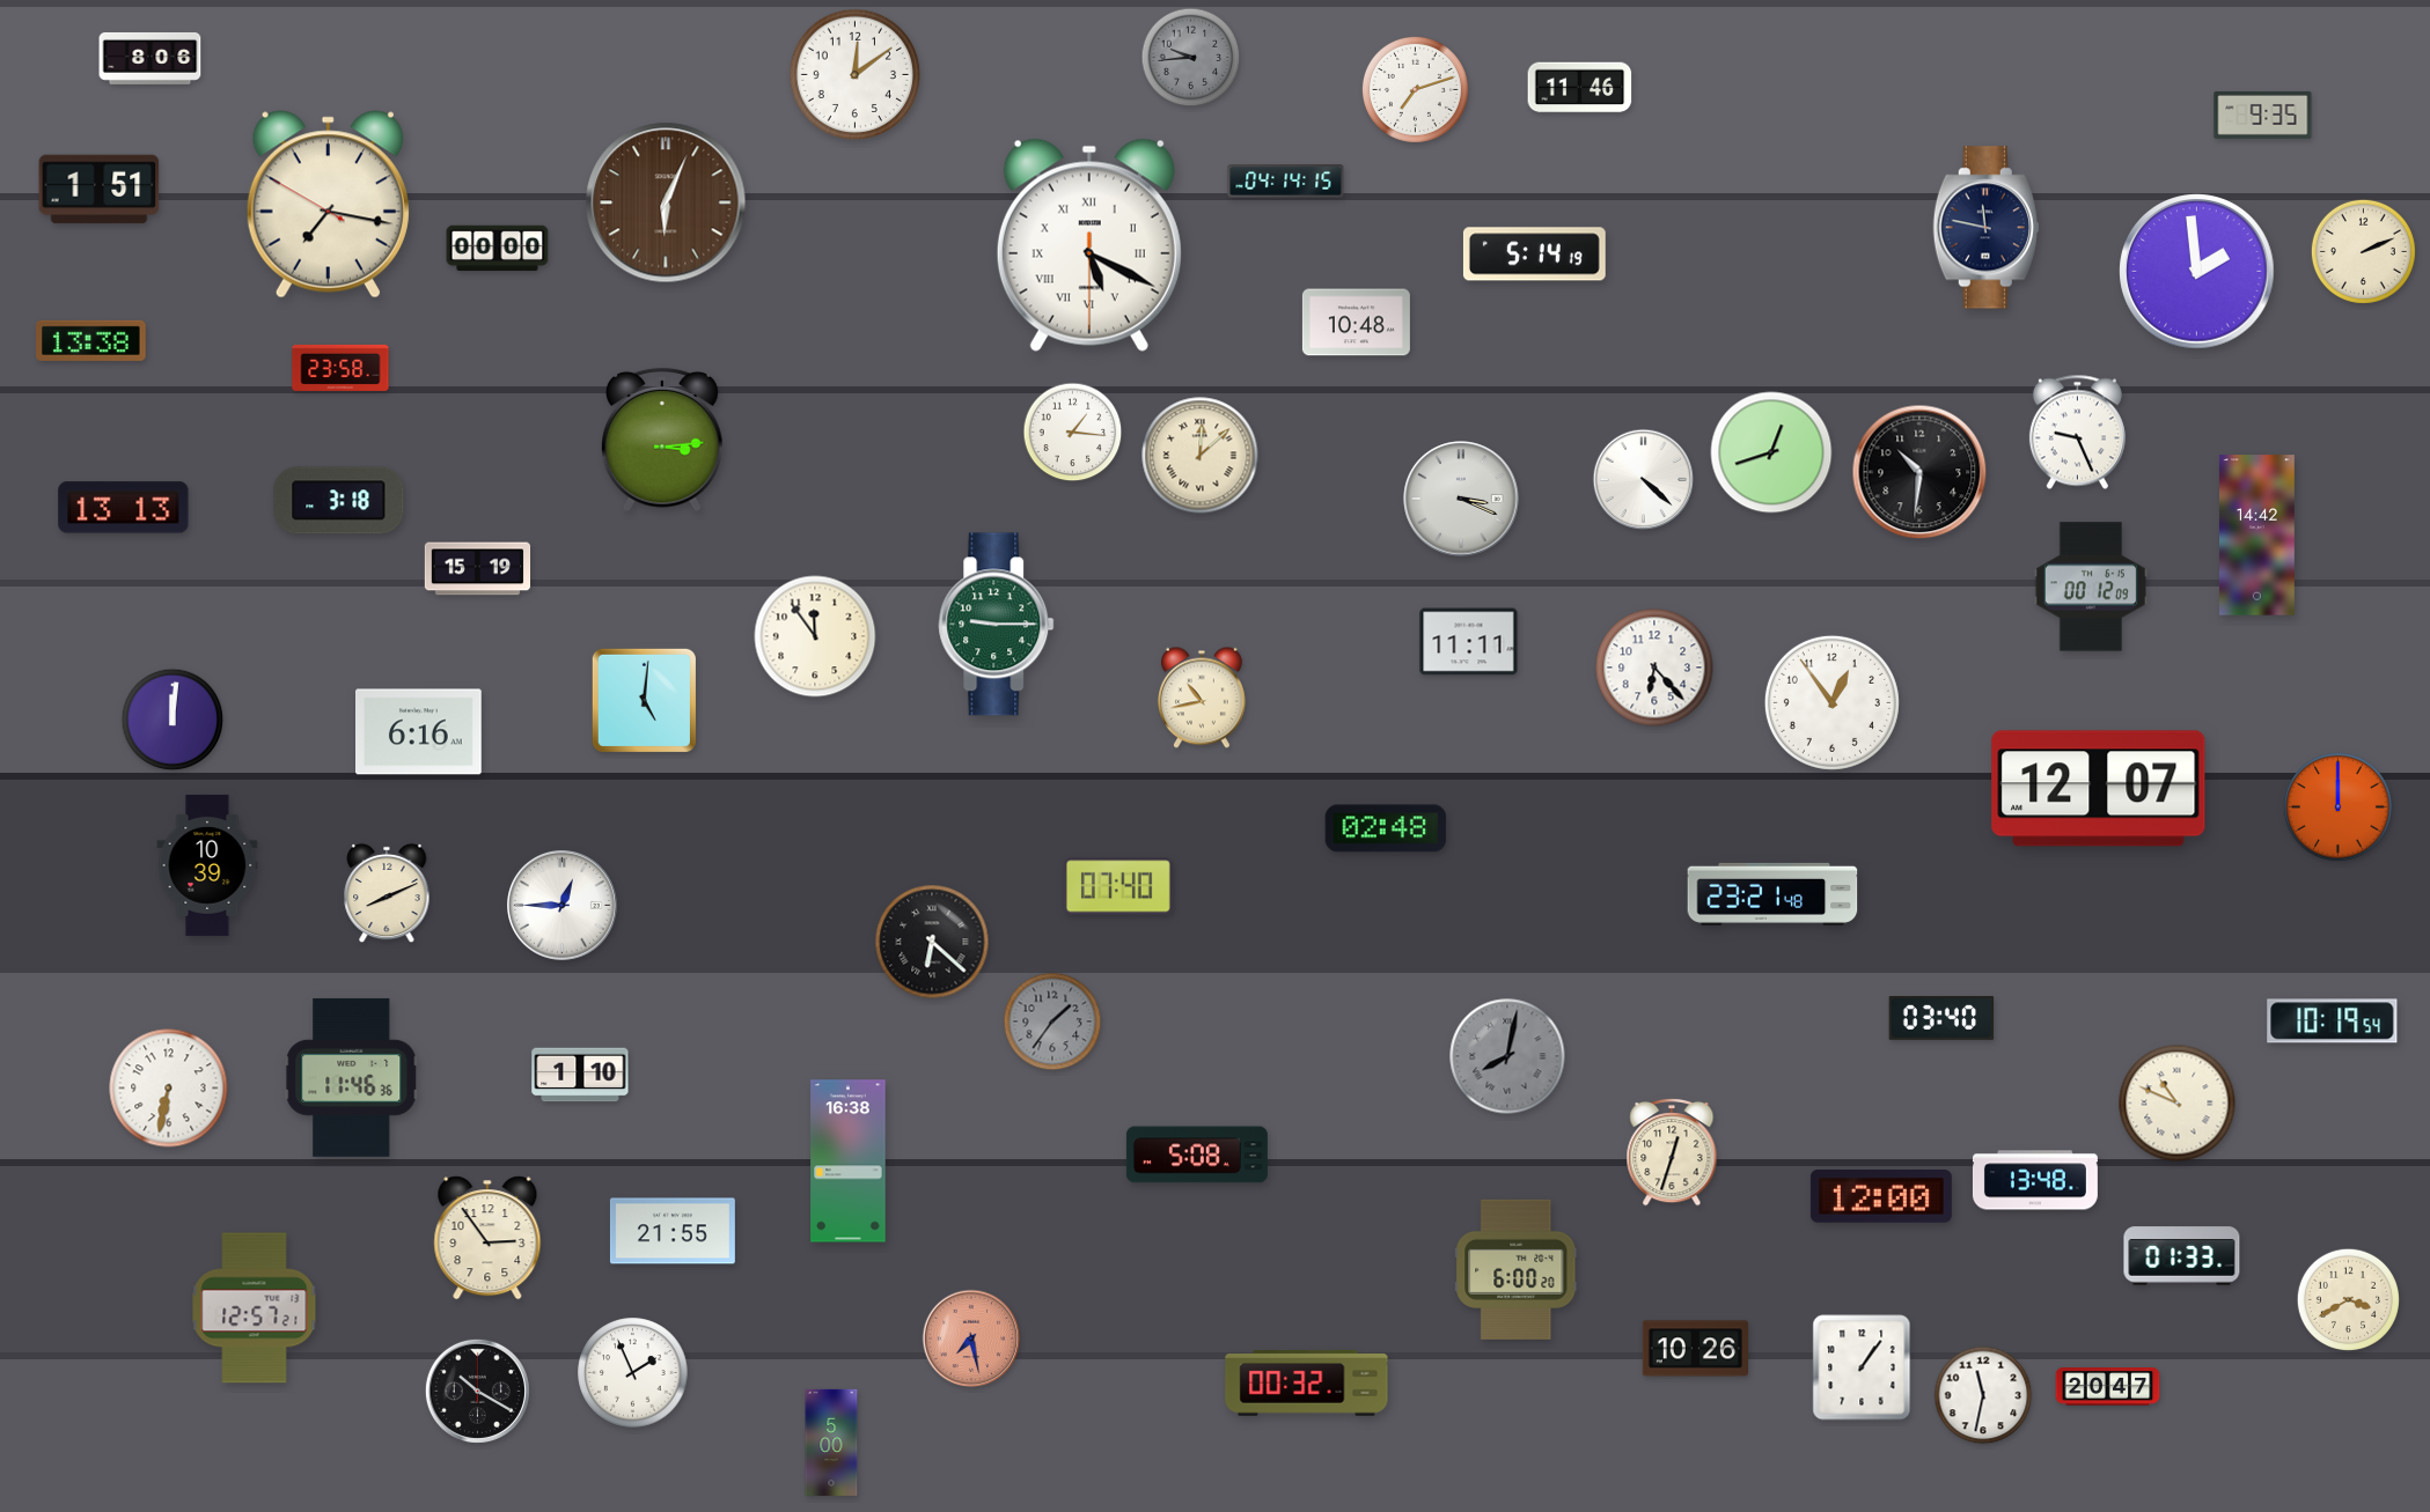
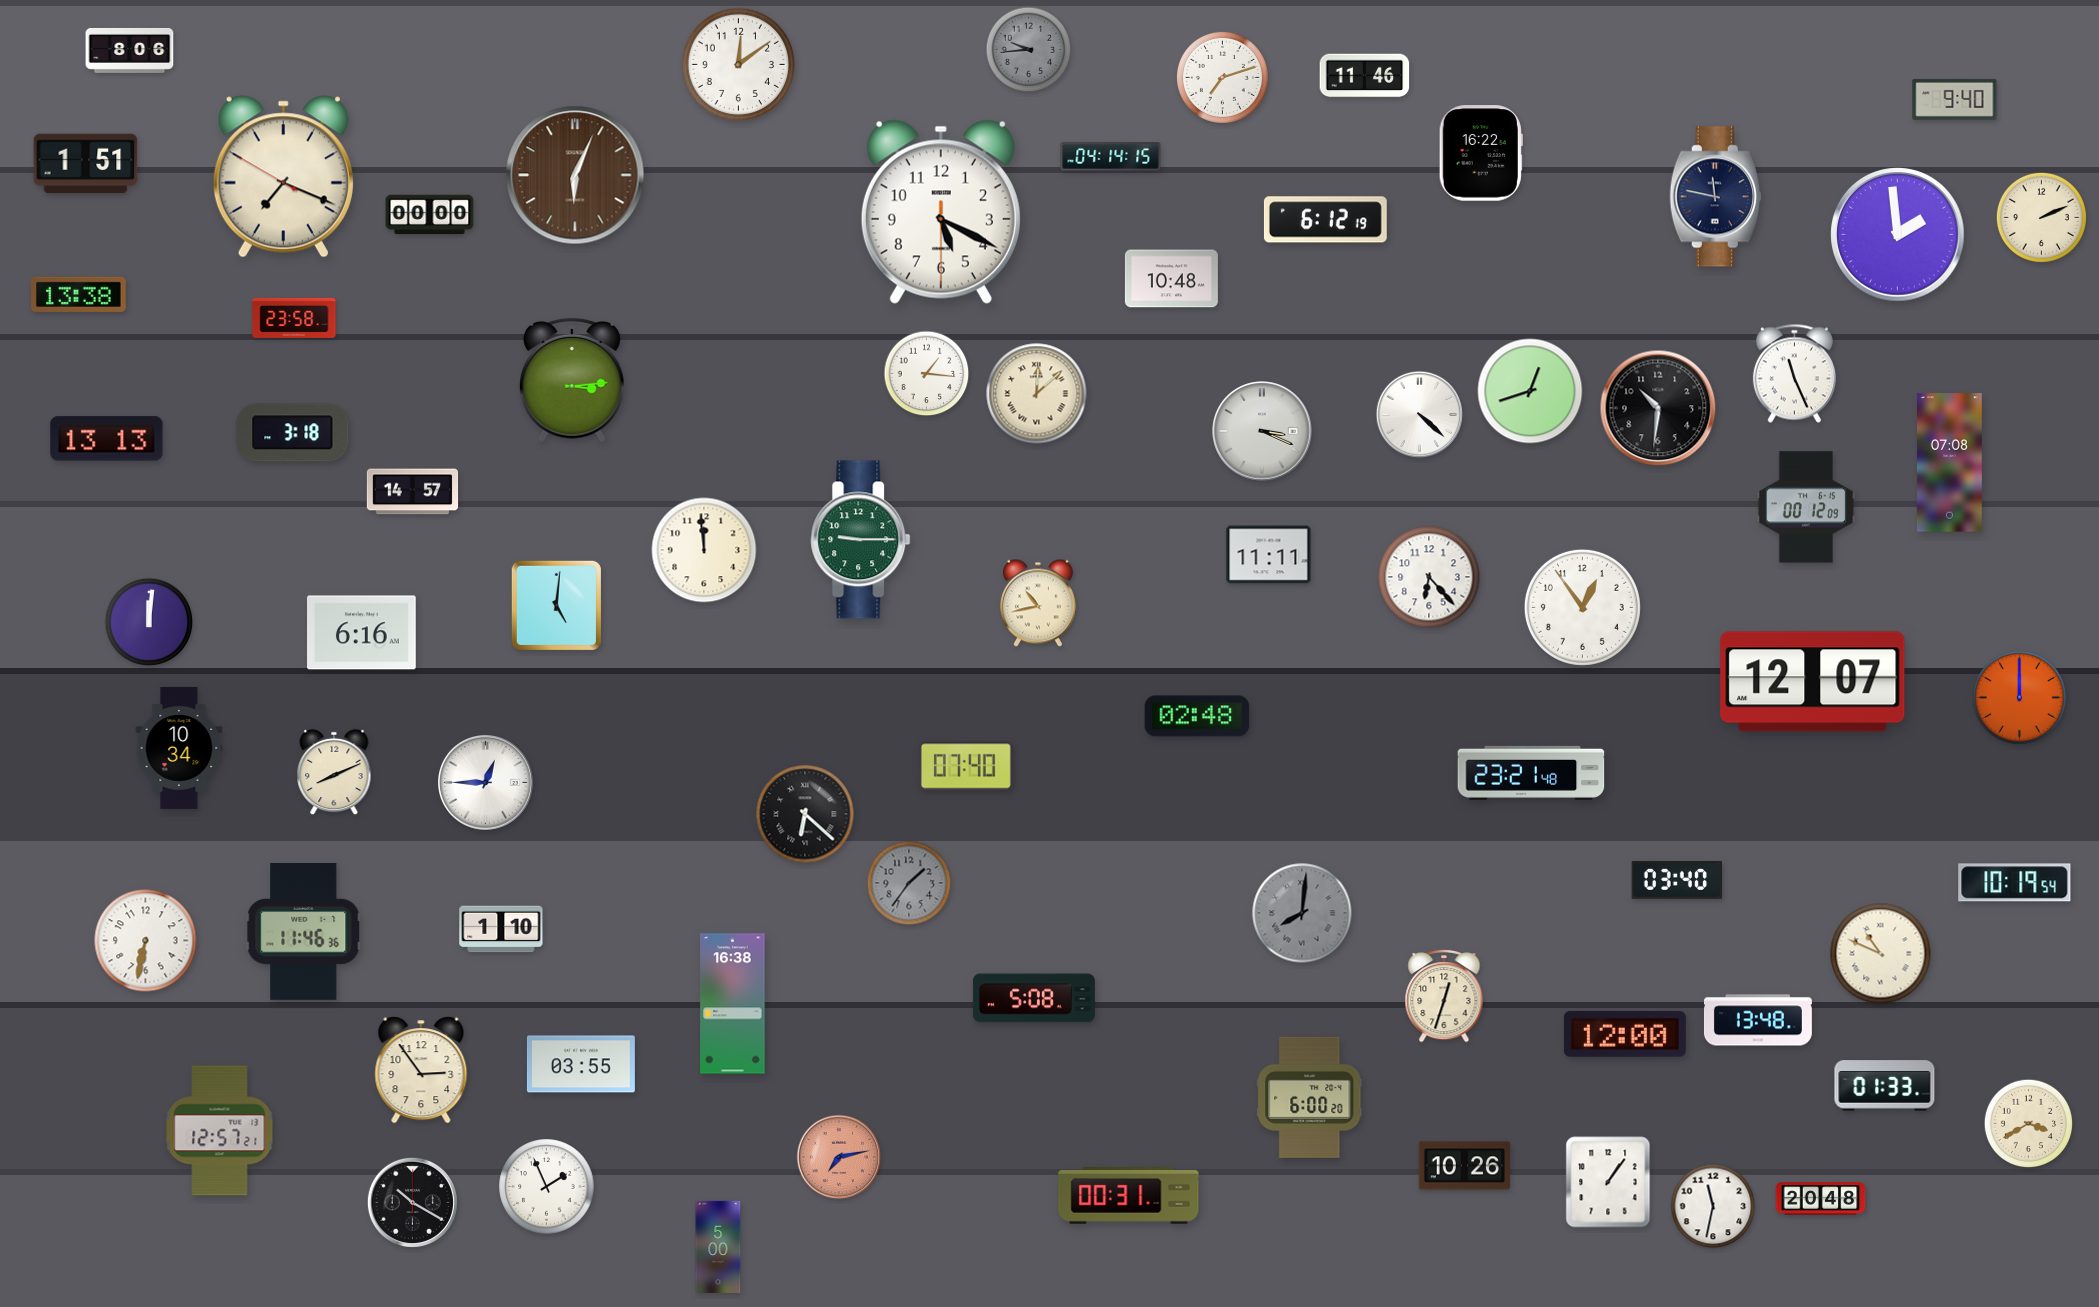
clock at (2263, 115): 9:35 -> 9:40
clock at (1481, 153): none -> 16:22
clock at (328, 205): 7:16 -> 7:18
clock at (1089, 245) numerals: Roman -> Arabic
clock at (1534, 255): 5:14 -> 6:12
clock at (2077, 433): 9:26 -> 11:26
clock at (2256, 536): 14:42 -> 07:08
clock at (478, 569): 15:19 -> 14:57
clock at (815, 636): 11:54 -> 11:59
clock at (207, 865): 10:39 -> 10:34
clock at (1507, 1056): 8:02 -> 8:01
clock at (673, 1231): 21:55 -> 03:55
clock at (971, 1338): 7:28 -> 7:13
clock at (1307, 1384): 00:32 -> 00:31
clock at (2108, 1387): 20:47 -> 20:48
